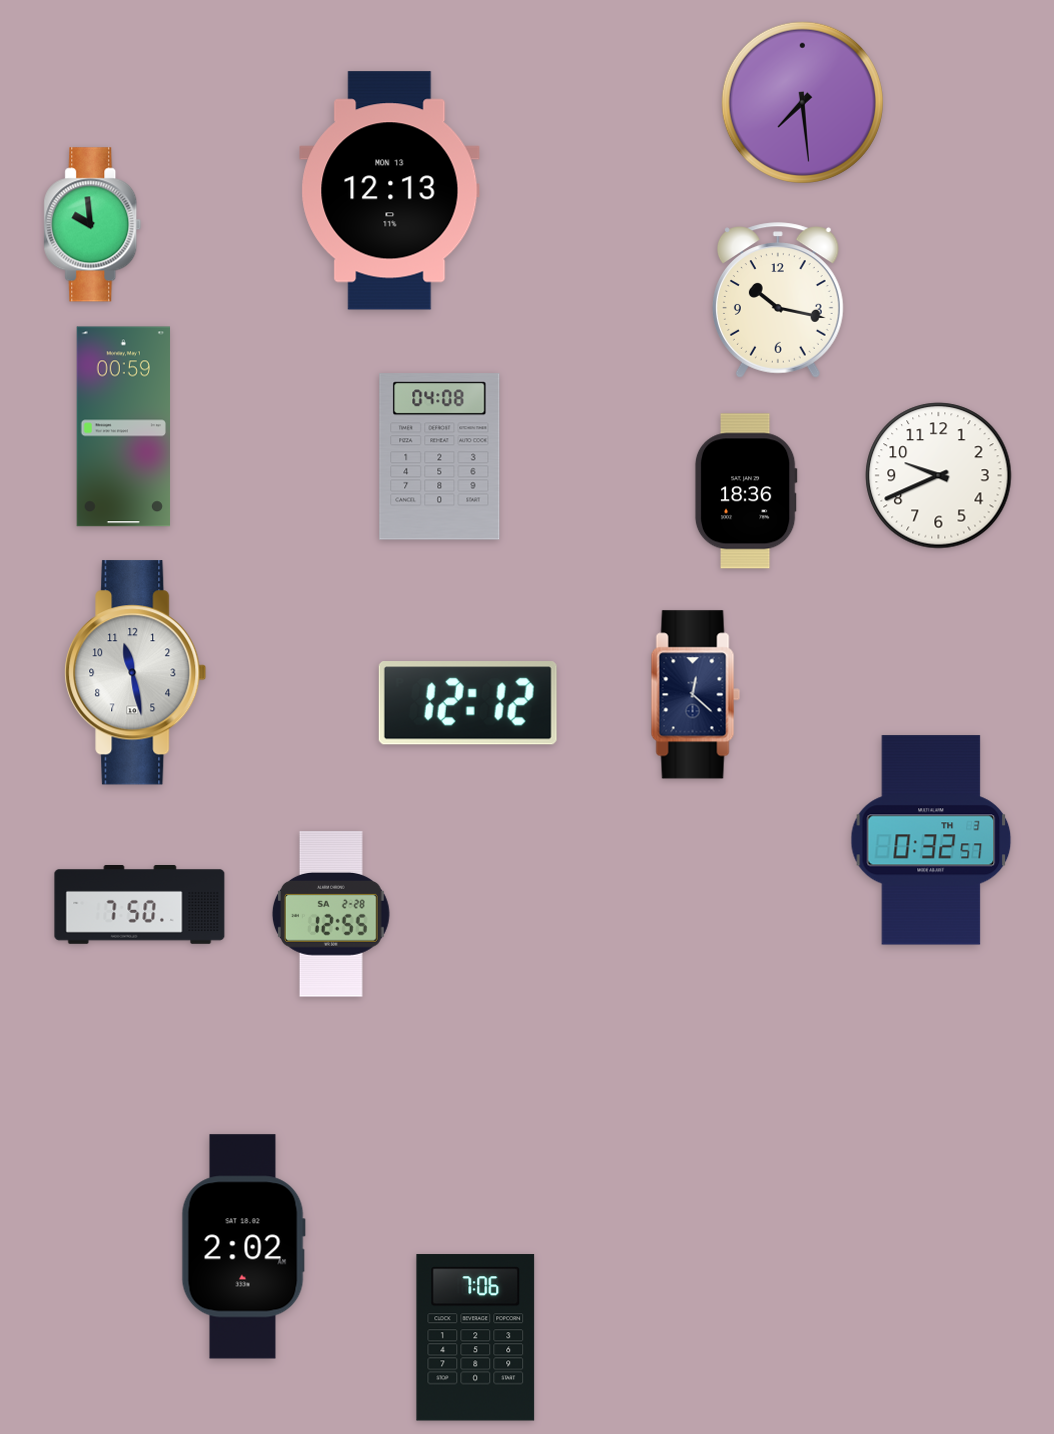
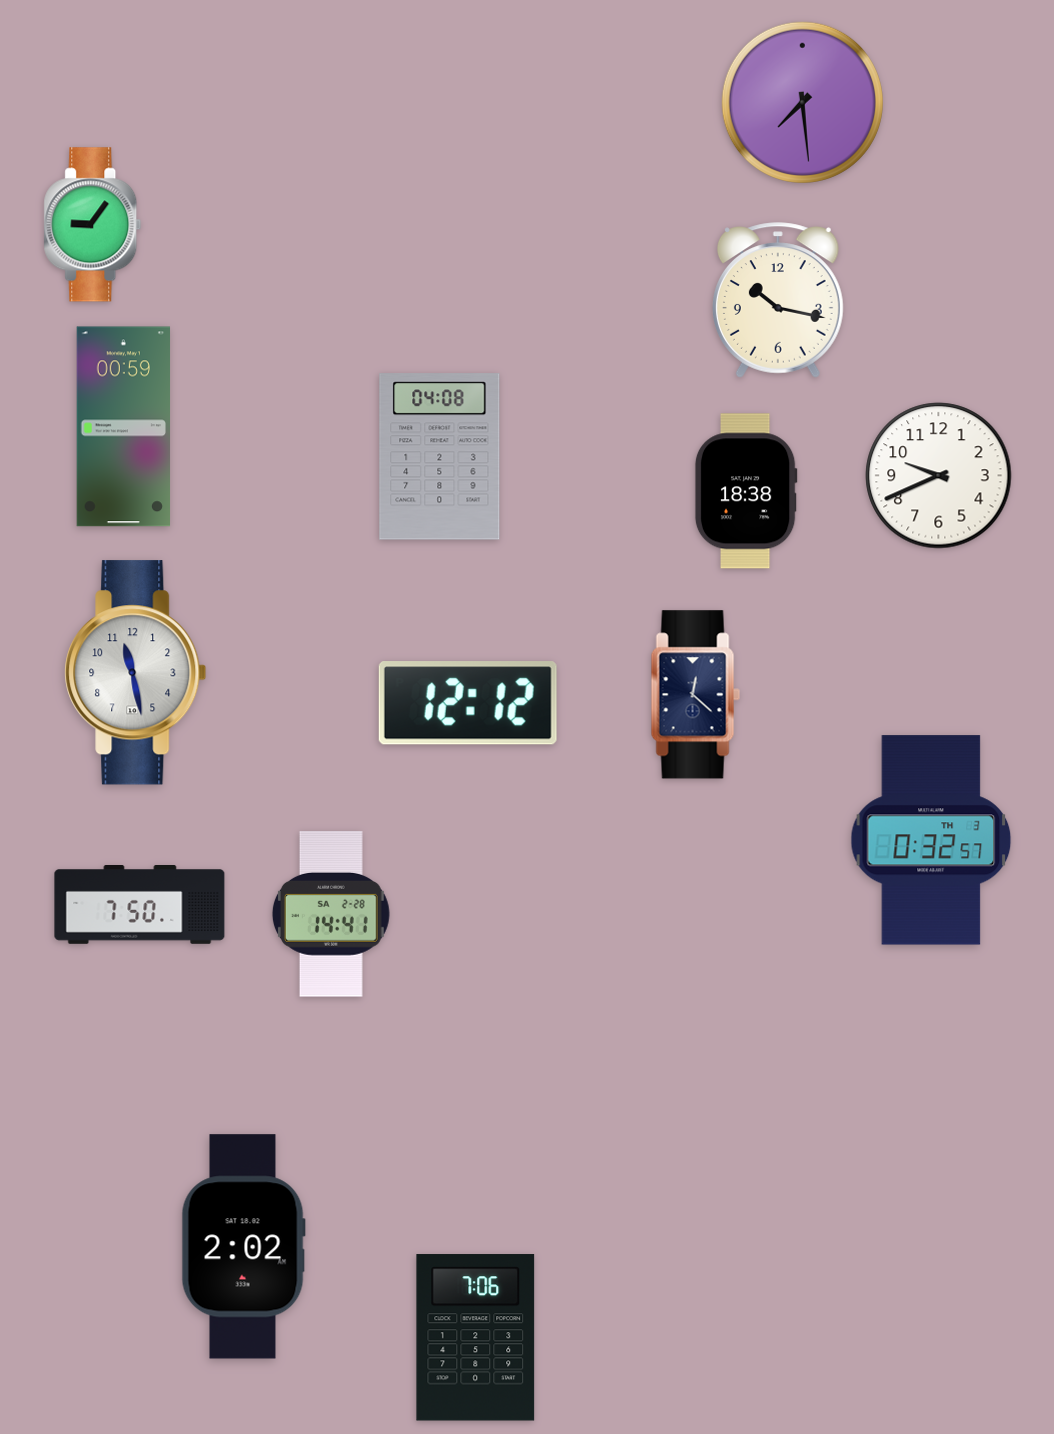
clock at (390, 191): 12:13 -> none
clock at (93, 225): 9:59 -> 9:06
clock at (746, 491): 18:36 -> 18:38
clock at (331, 914): 12:55 -> 14:41
